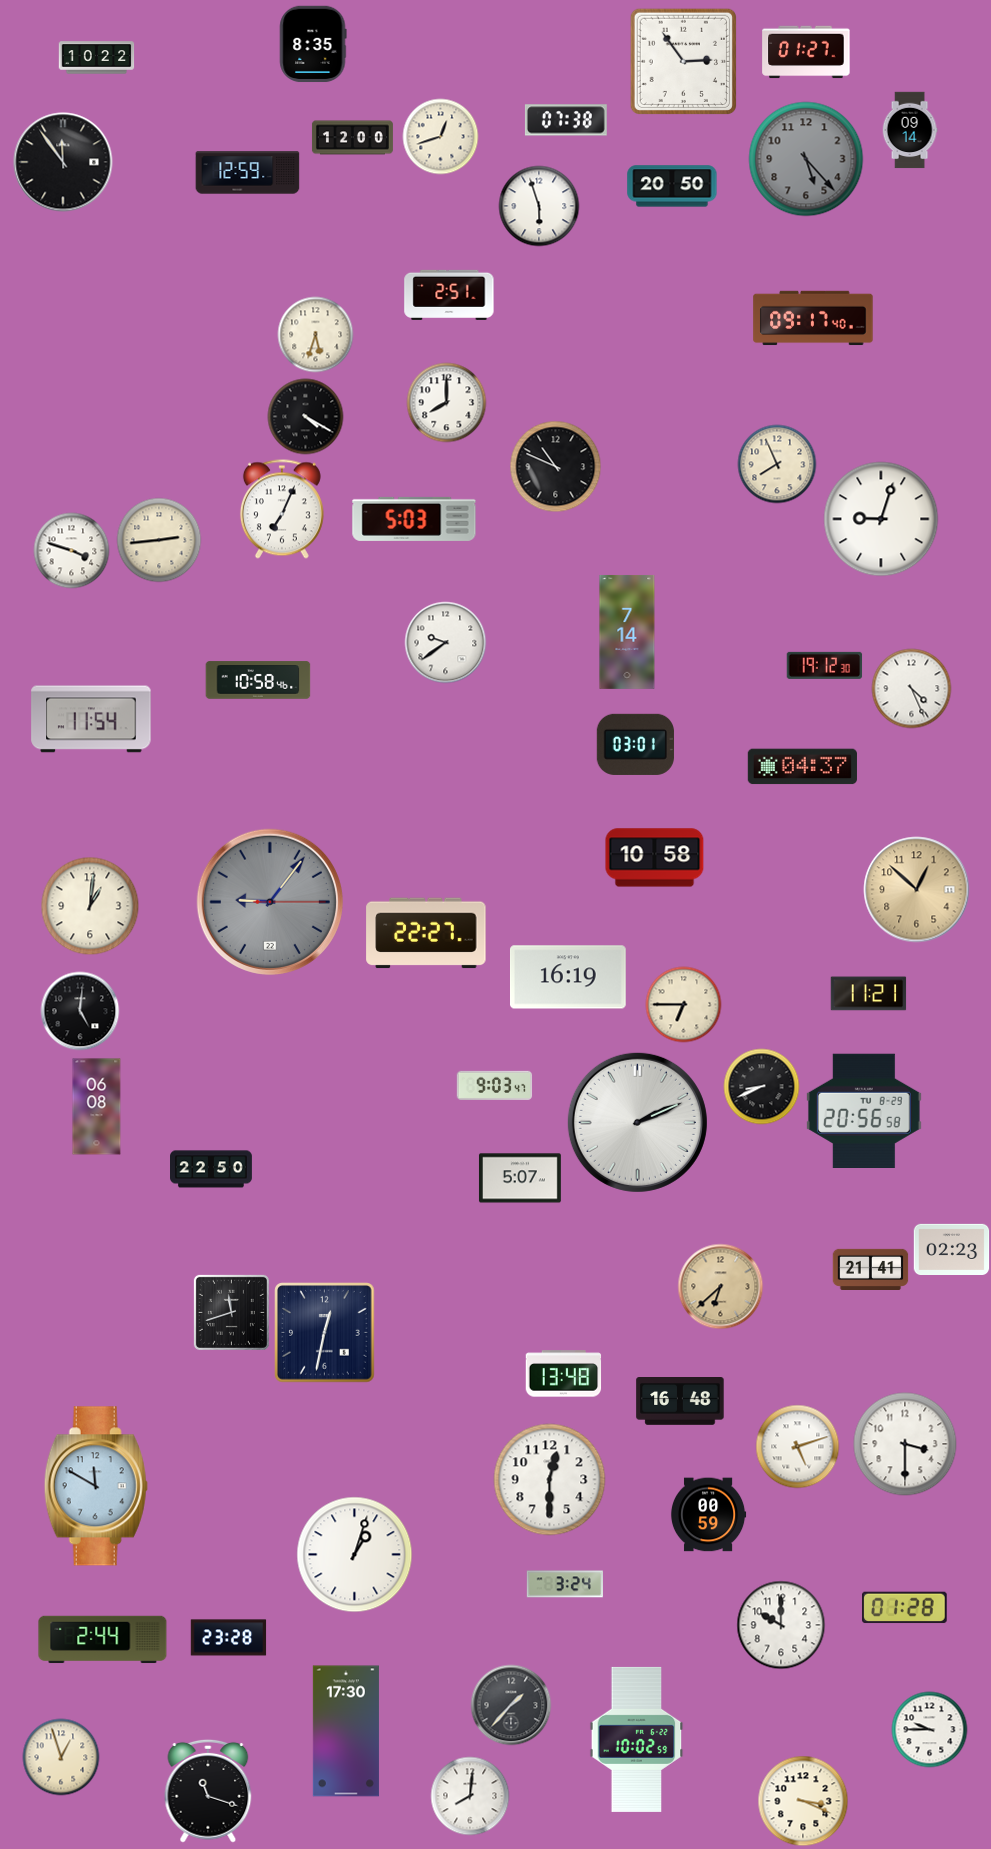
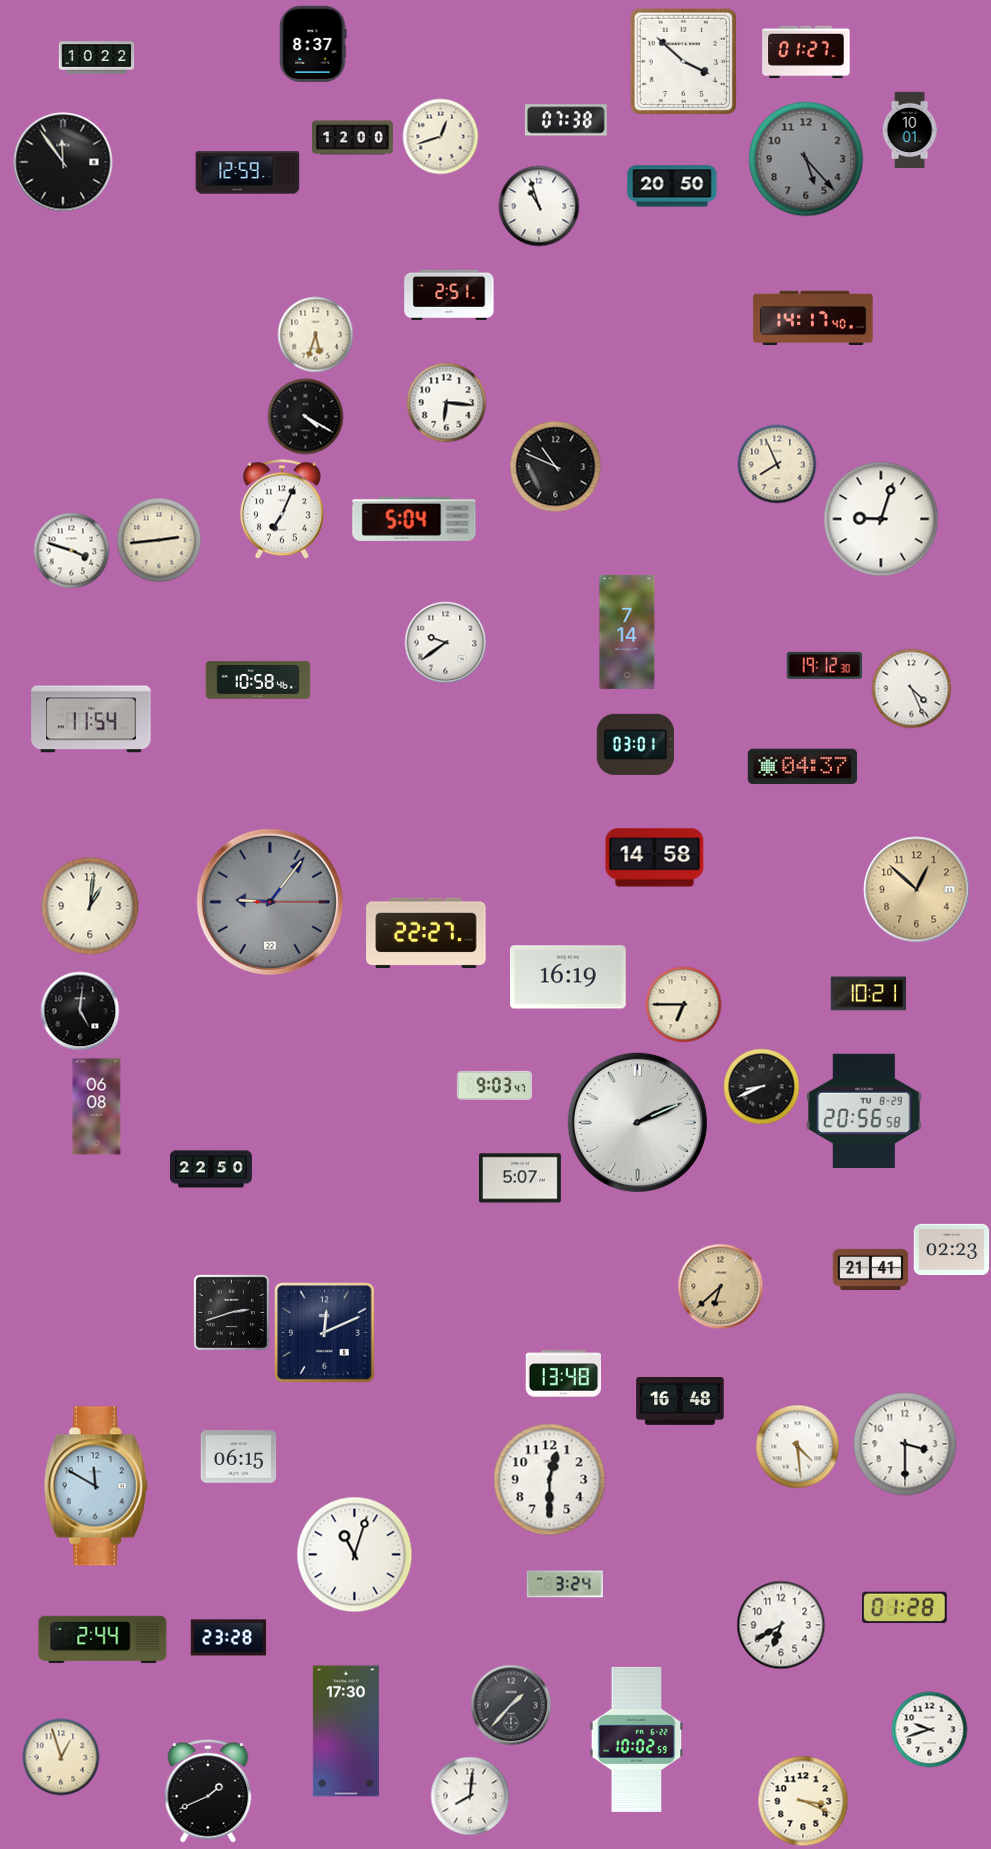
clock at (313, 44): 8:35 -> 8:37
clock at (683, 61): 2:54 -> 3:52
clock at (910, 130): 09:14 -> 10:01
clock at (539, 206): 5:57 -> 10:57
clock at (813, 318): 09:17 -> 14:17
clock at (447, 403): 8:00 -> 6:16
clock at (414, 519): 5:03 -> 5:04
clock at (655, 858): 10:58 -> 14:58
clock at (869, 994): 11:21 -> 10:21
clock at (231, 1312): 11:42 -> 2:42
clock at (325, 1333): 12:32 -> 12:11
clock at (798, 1447): 5:12 -> 4:29
clock at (239, 1457): none -> 06:15
clock at (708, 1515): 00:59 -> none
clock at (355, 1555): 1:03 -> 11:03
clock at (781, 1625): 10:00 -> 6:40
clock at (930, 1730): 9:45 -> 9:42
clock at (208, 1791): 11:18 -> 1:41
